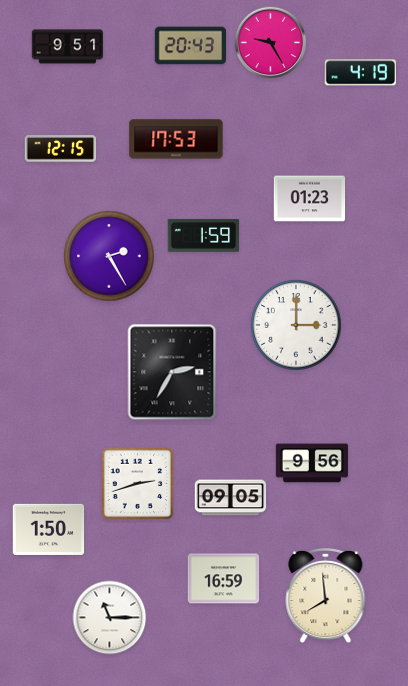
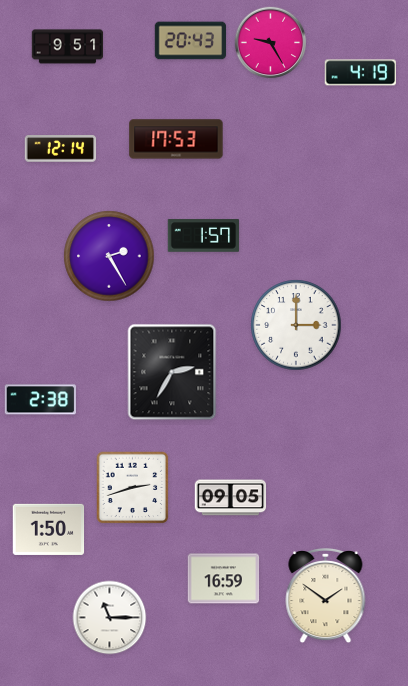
clock at (191, 46) position: (191, 46) -> (191, 41)
clock at (61, 149): 12:15 -> 12:14
clock at (310, 199): 01:23 -> none
clock at (204, 236): 1:59 -> 1:57
clock at (40, 400): none -> 2:38
clock at (312, 463): 9:56 -> none
clock at (138, 484) position: (138, 484) -> (133, 488)
clock at (326, 596): 7:59 -> 1:51
